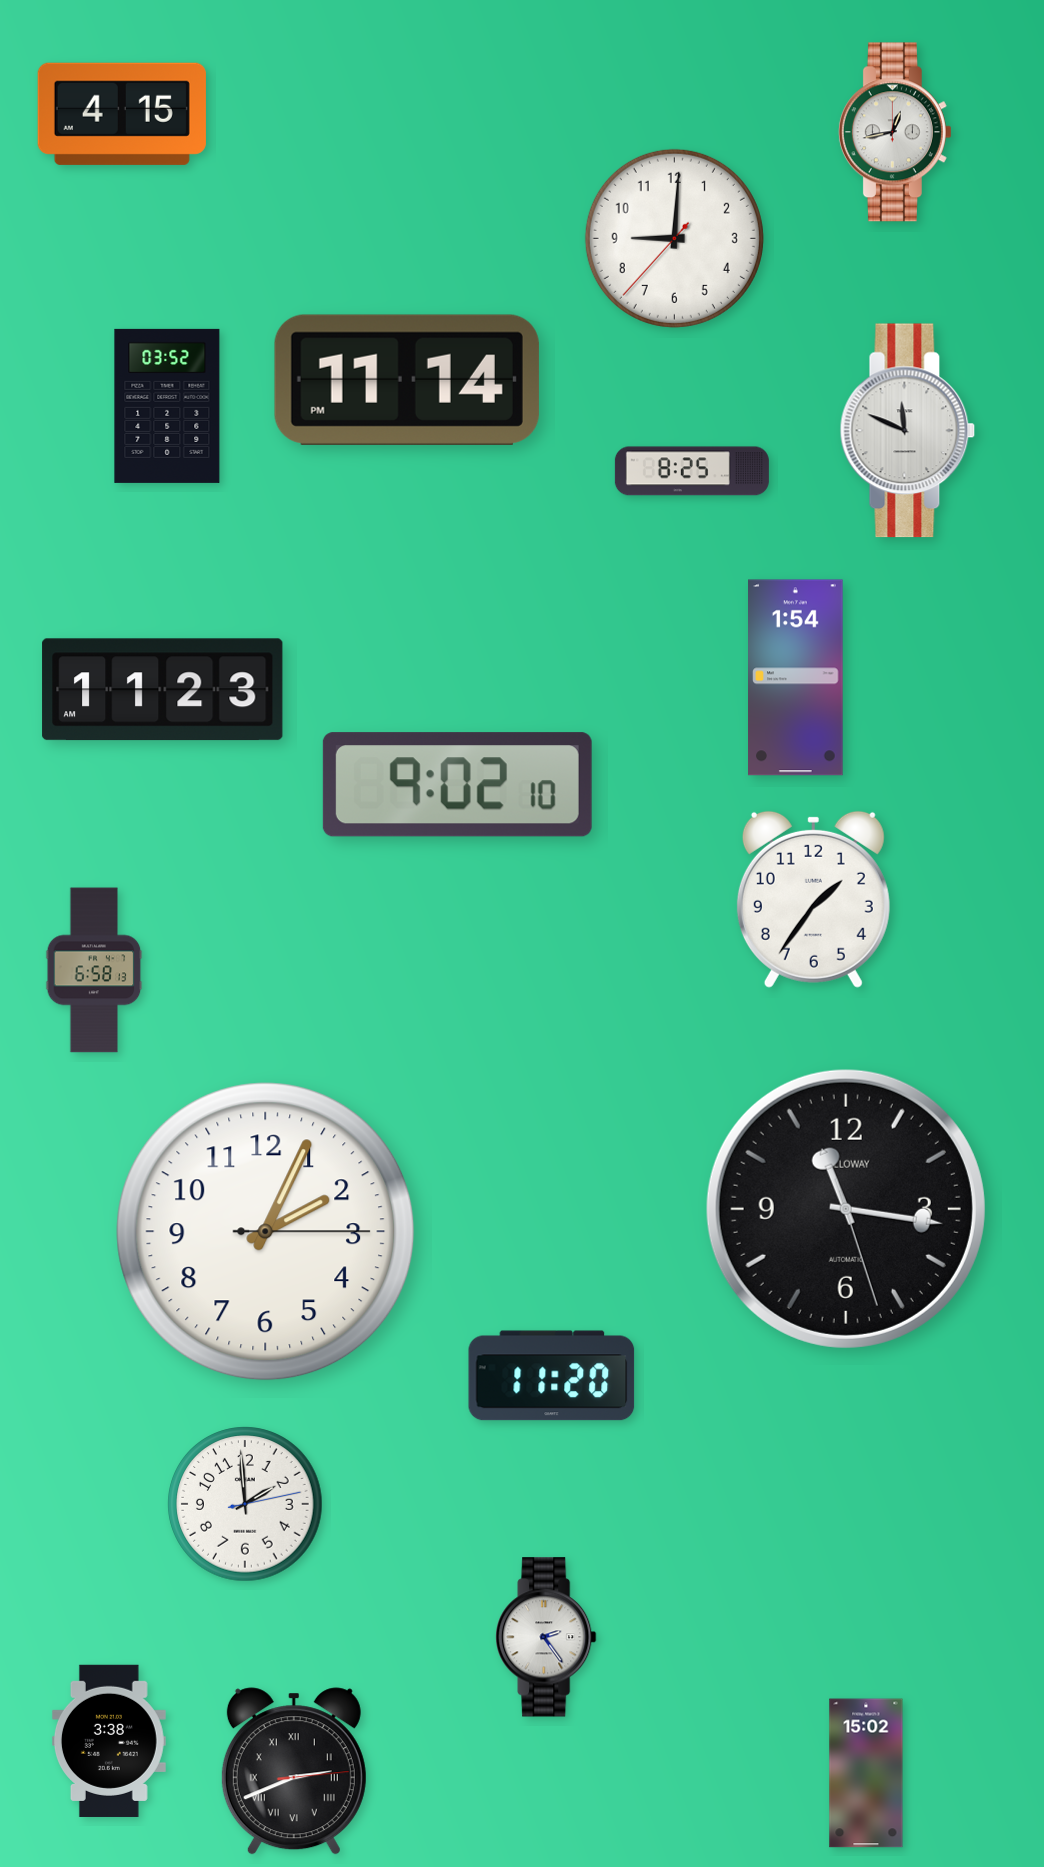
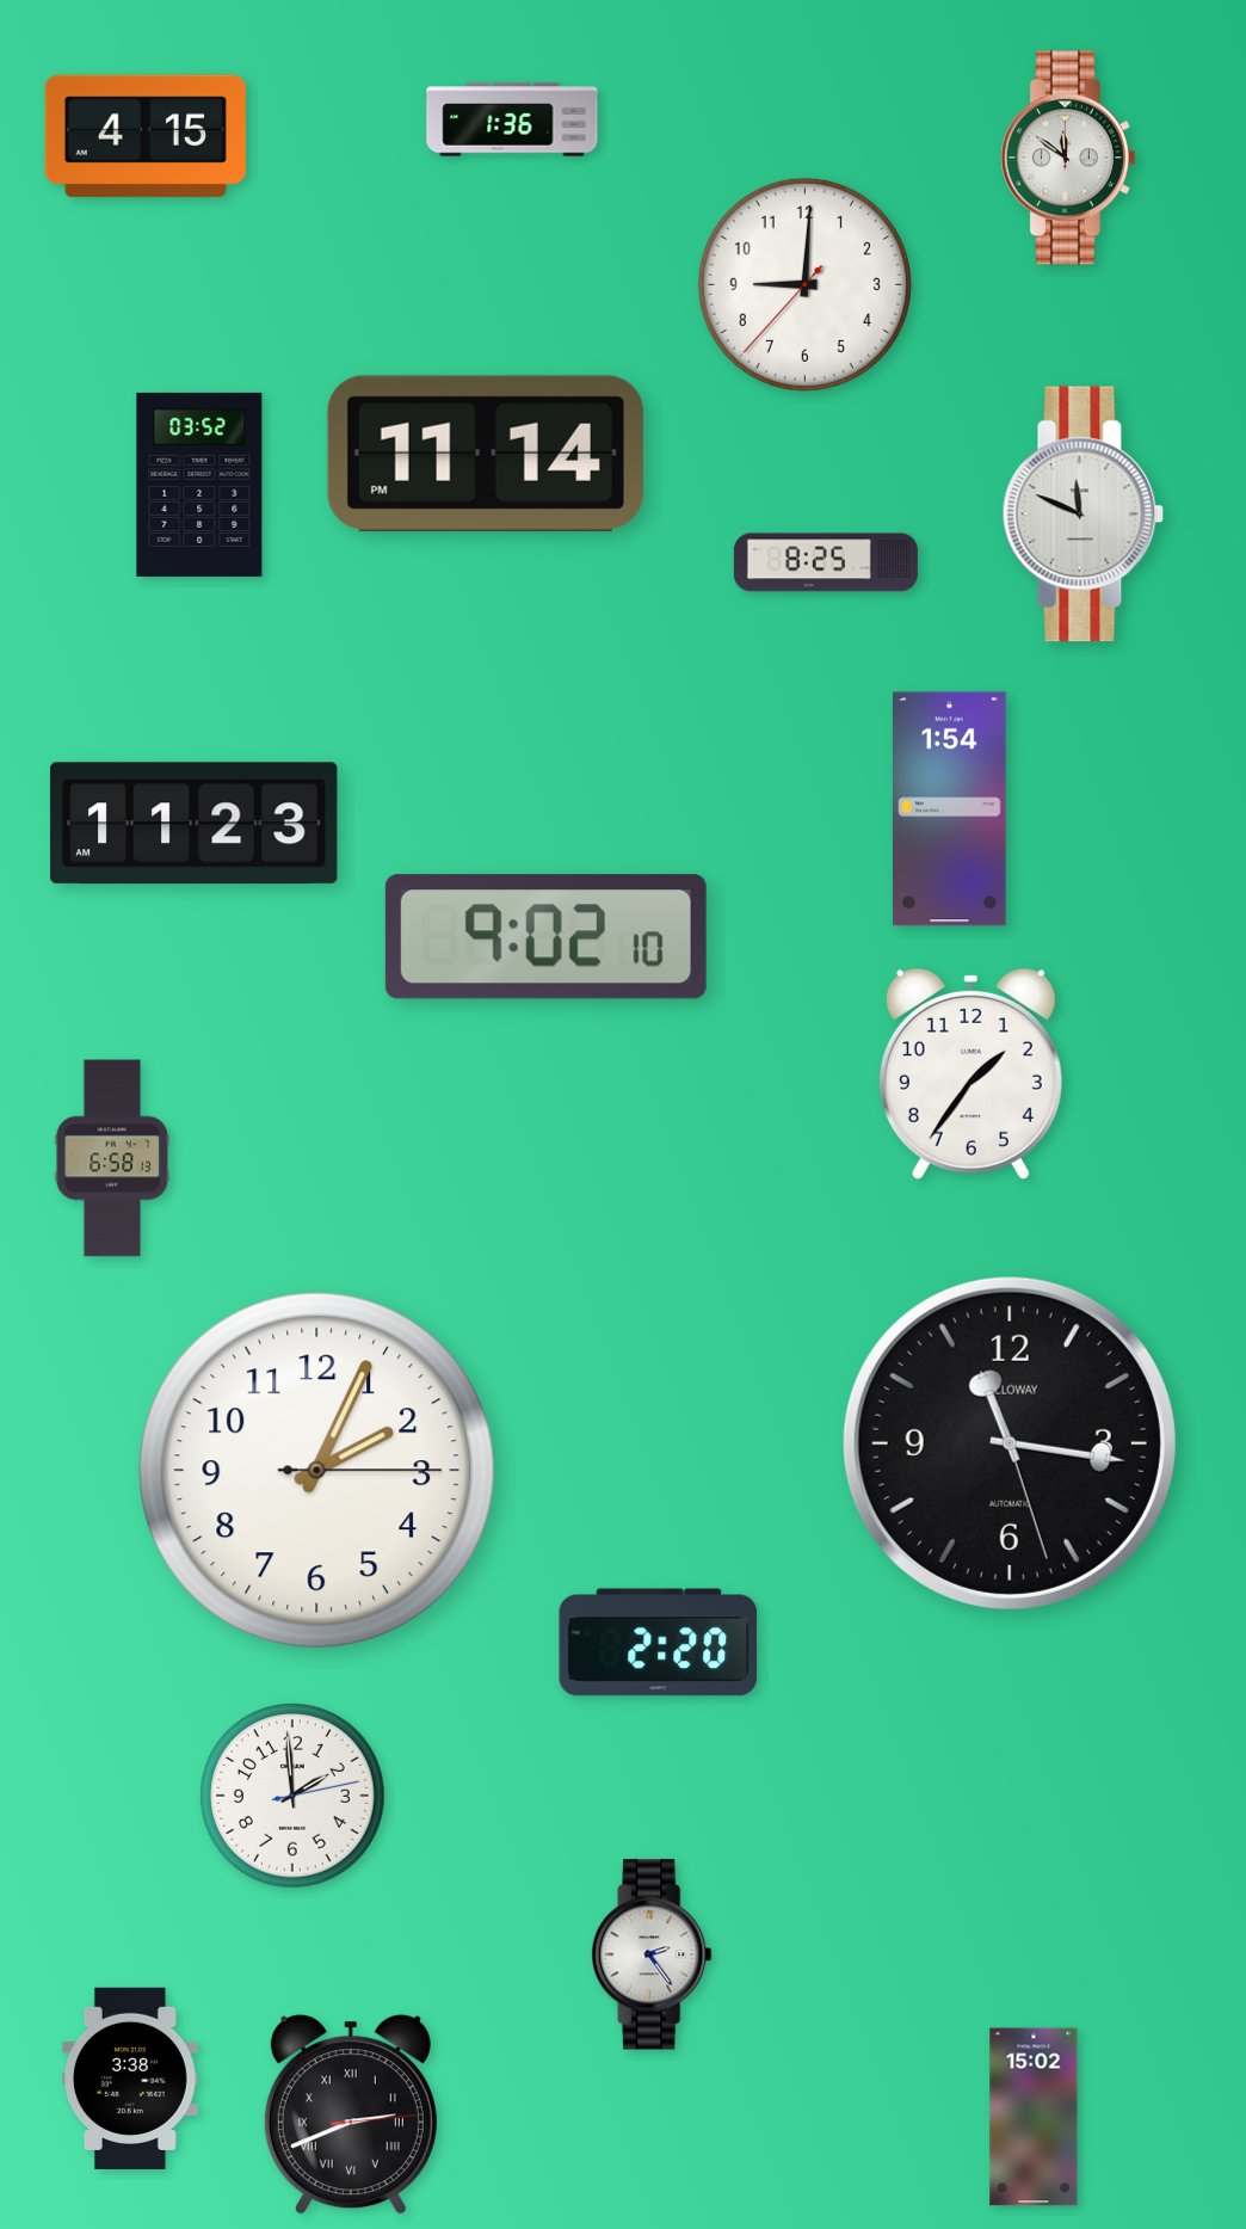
clock at (512, 119): none -> 1:36
clock at (895, 132): 12:43 -> 11:51
clock at (552, 1376): 11:20 -> 2:20
